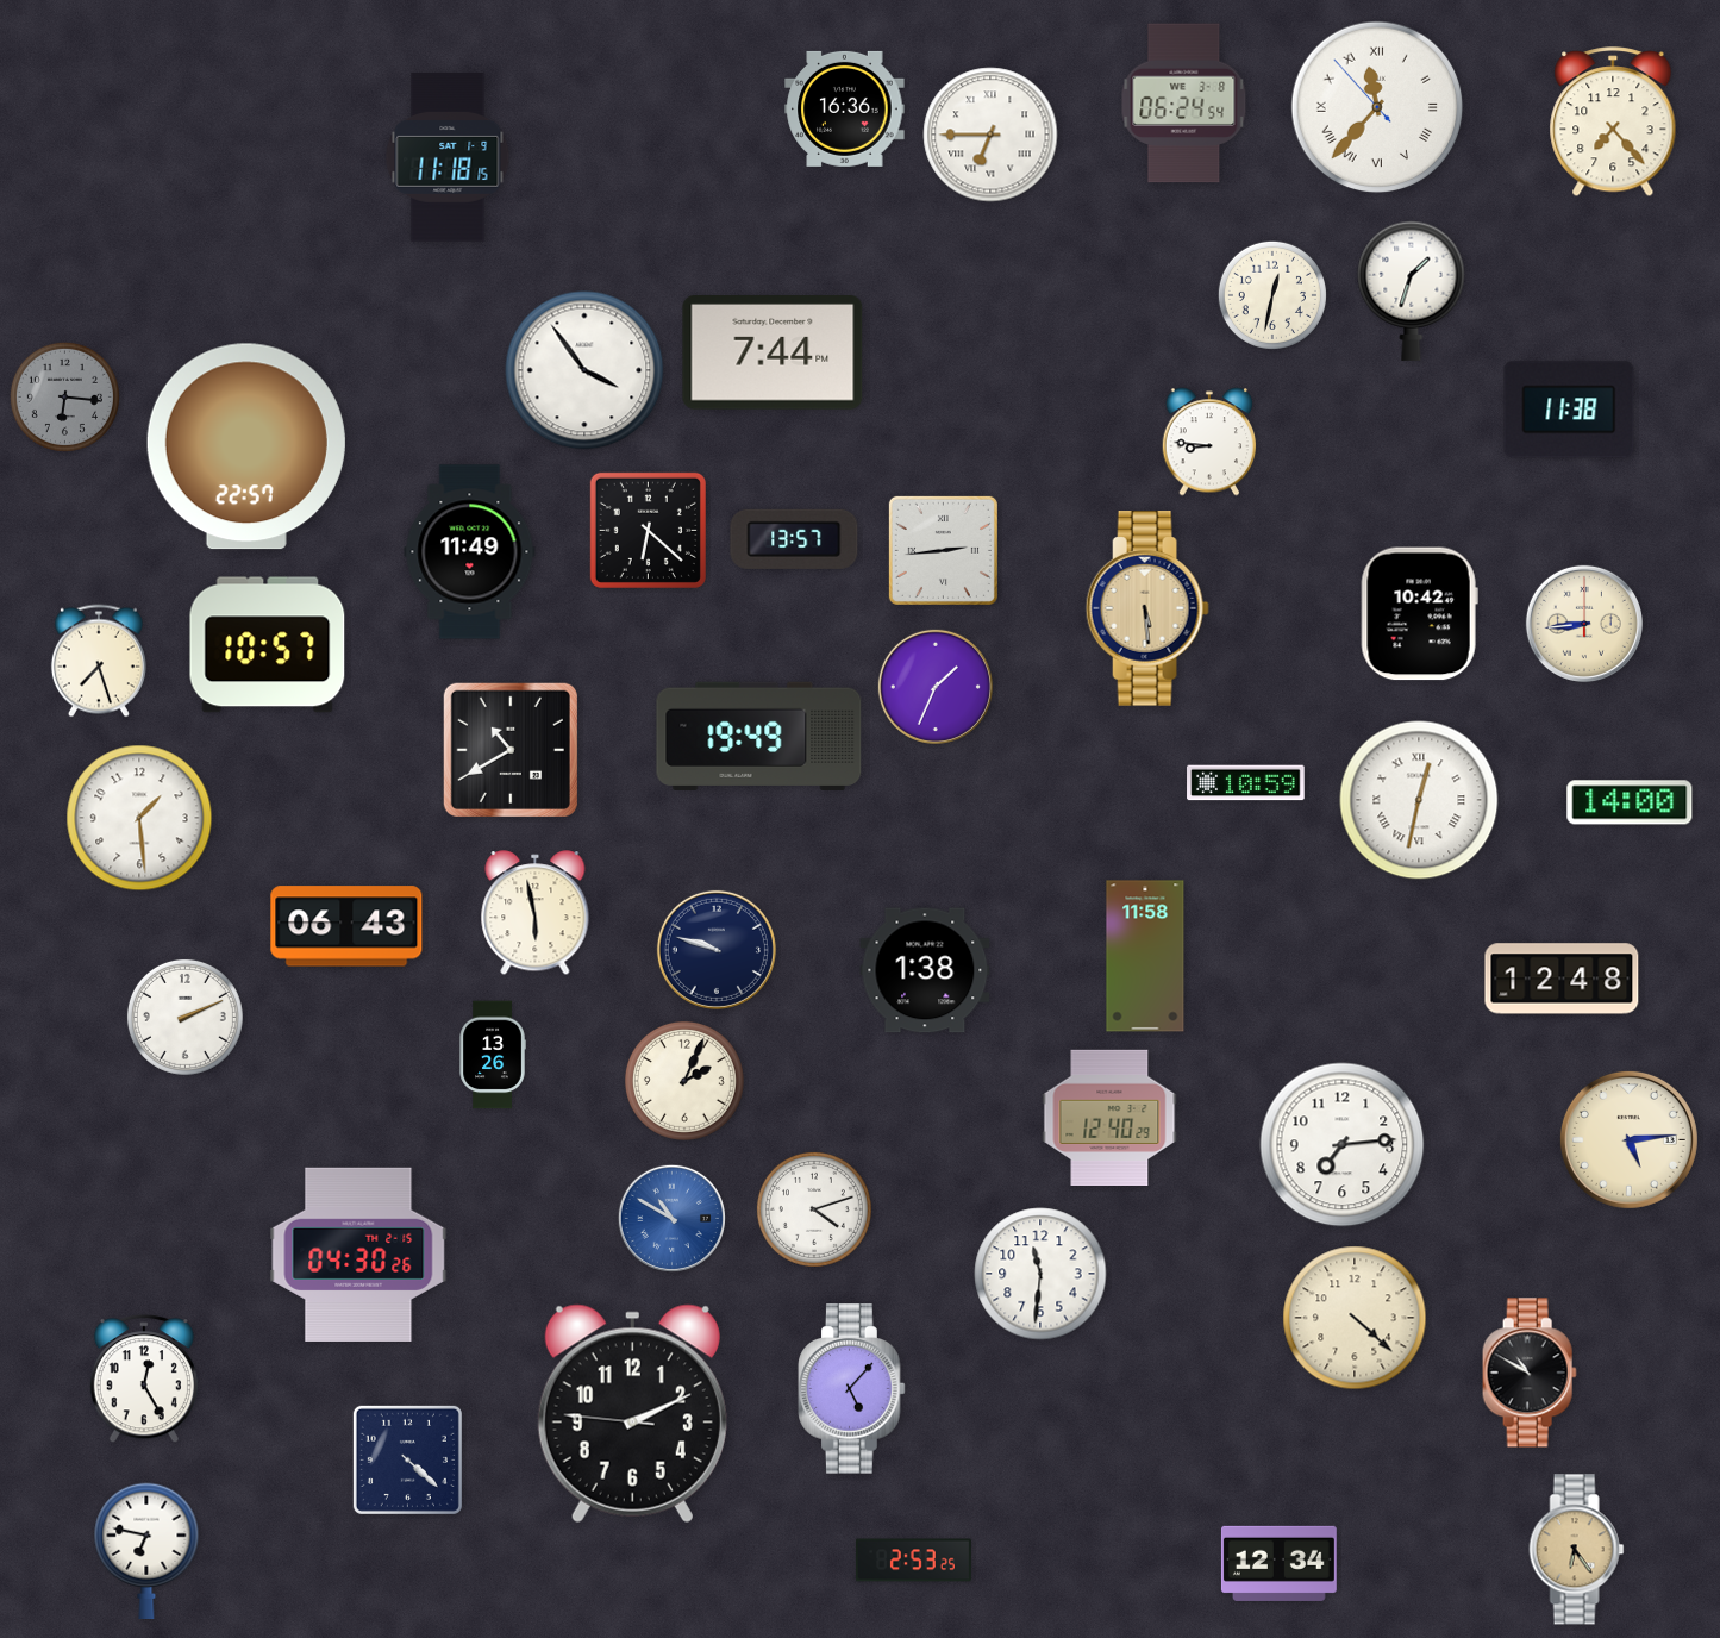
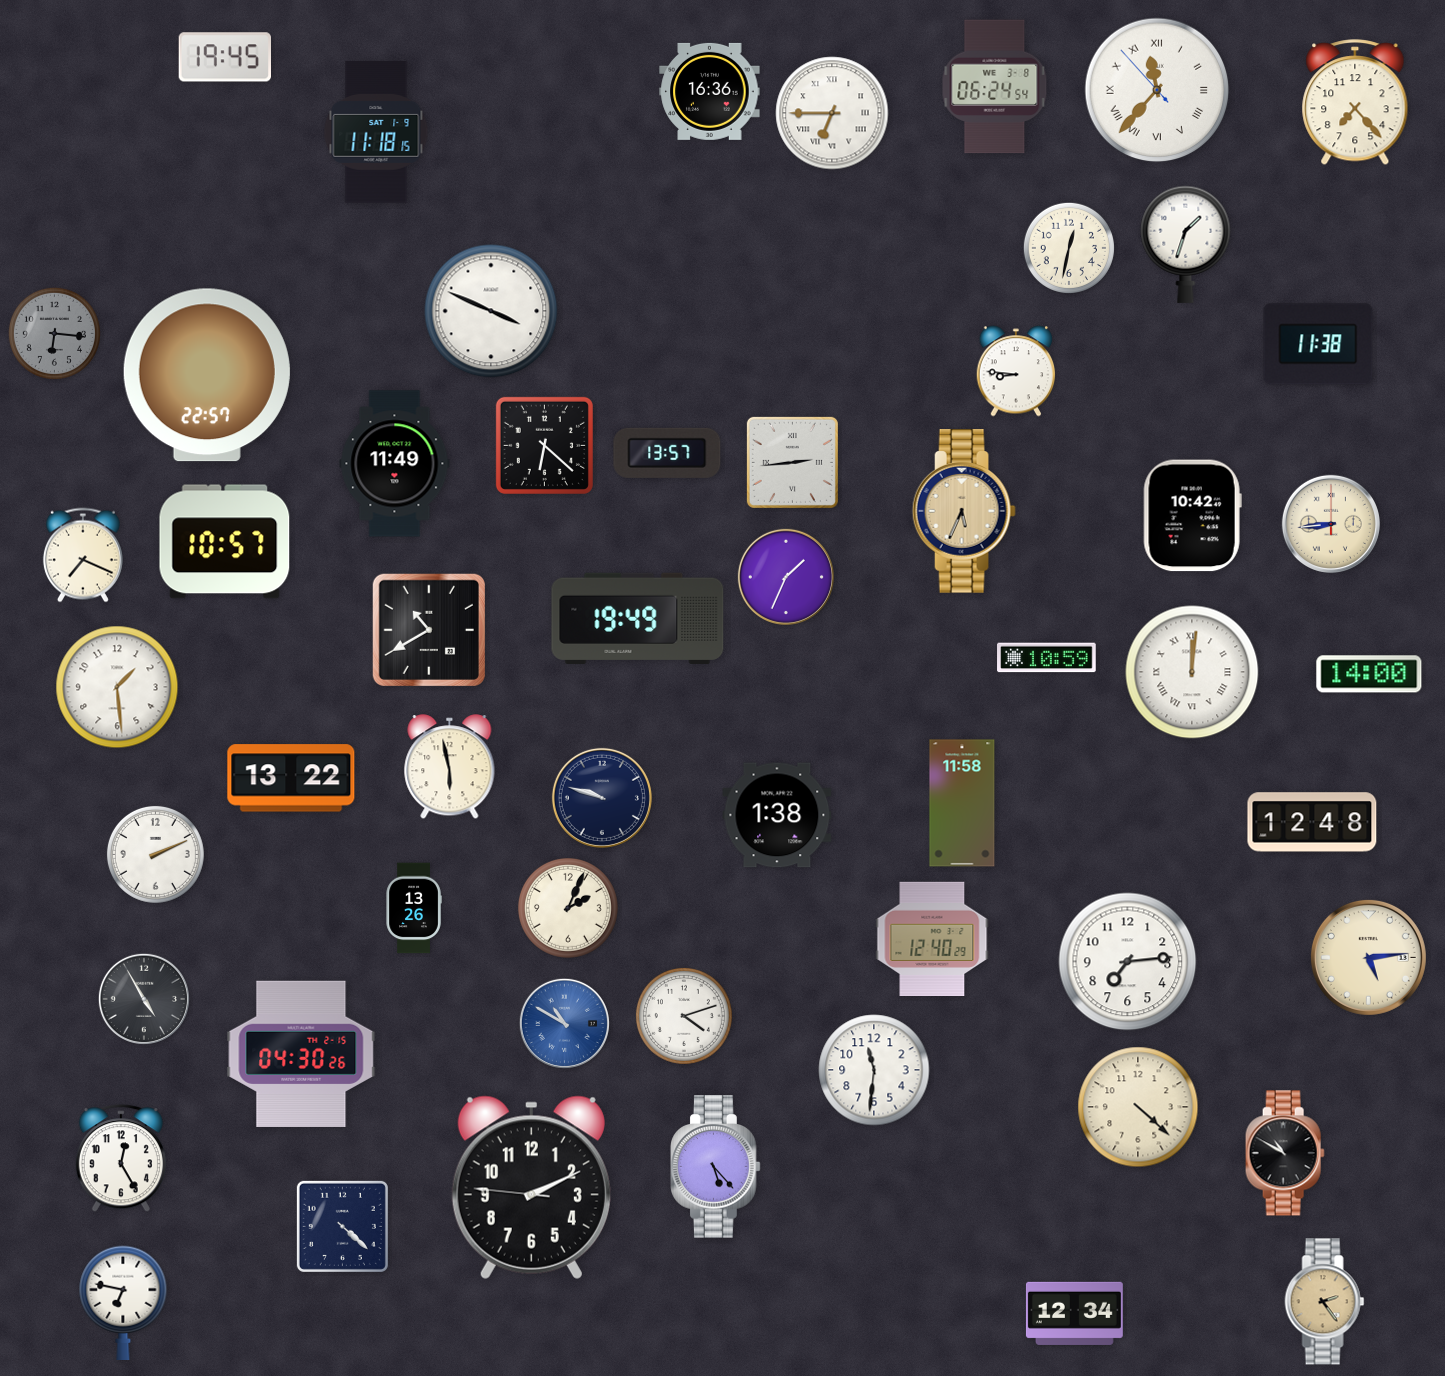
clock at (224, 57): none -> 19:45
clock at (773, 354): 7:44 -> none
clock at (584, 370): 3:54 -> 3:49
clock at (1147, 608): 5:29 -> 5:34
clock at (99, 661): 7:27 -> 7:19
clock at (1419, 800): 12:32 -> 12:01
clock at (346, 926): 06:43 -> 13:22
clock at (493, 1055) position: (493, 1055) -> (414, 908)
clock at (684, 1081) position: (684, 1081) -> (568, 908)
clock at (144, 999): none -> 4:55
clock at (852, 1389): 5:07 -> 5:23
clock at (1577, 1550): 6:24 -> 2:24
clock at (913, 1561): 2:53 -> none
